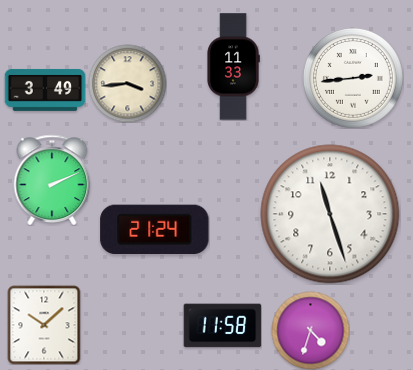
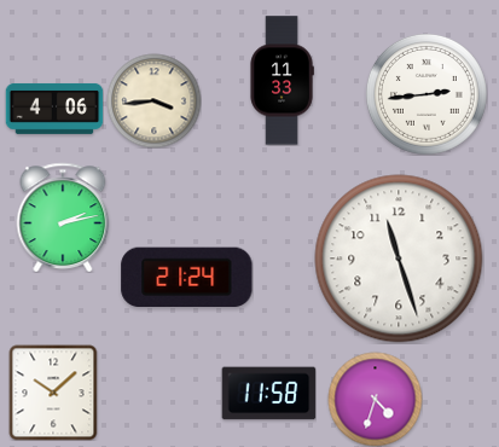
clock at (45, 90): 3:49 -> 4:06
clock at (52, 179): 2:11 -> 2:13
